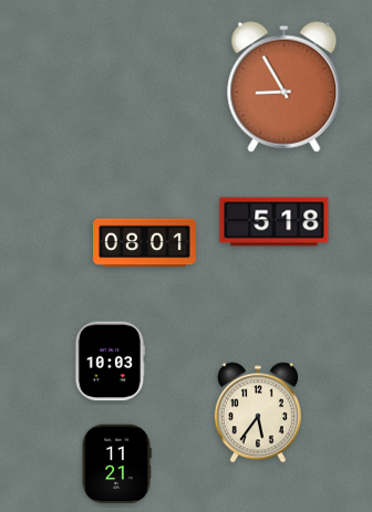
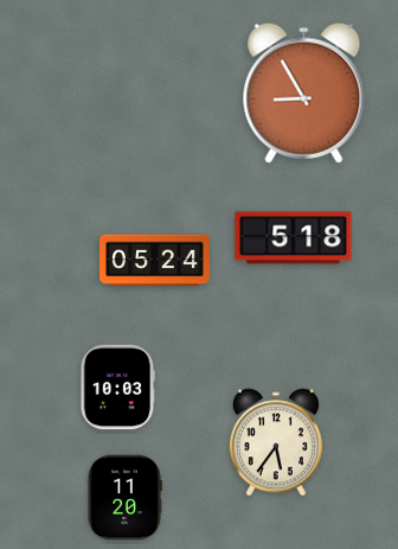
clock at (145, 243): 08:01 -> 05:24
clock at (116, 464): 11:21 -> 11:20
